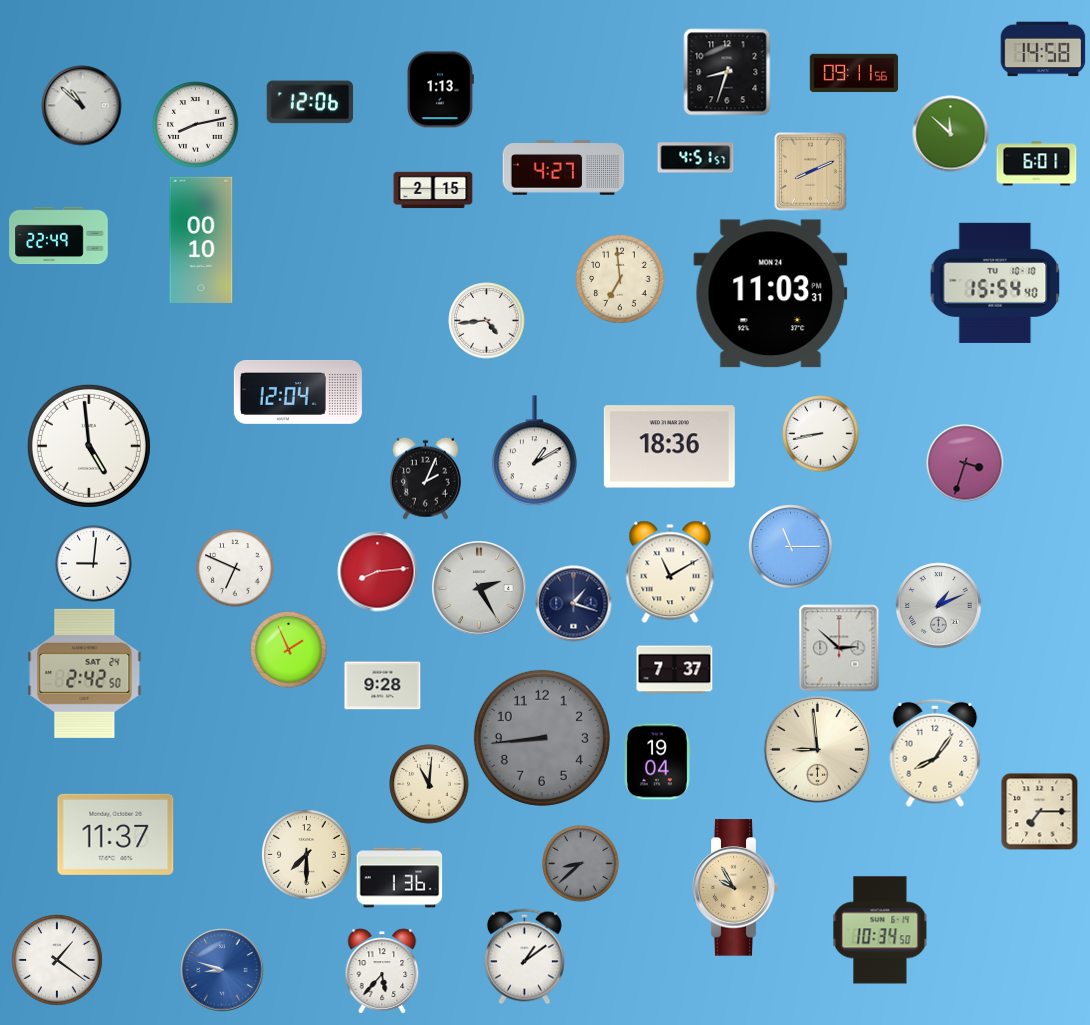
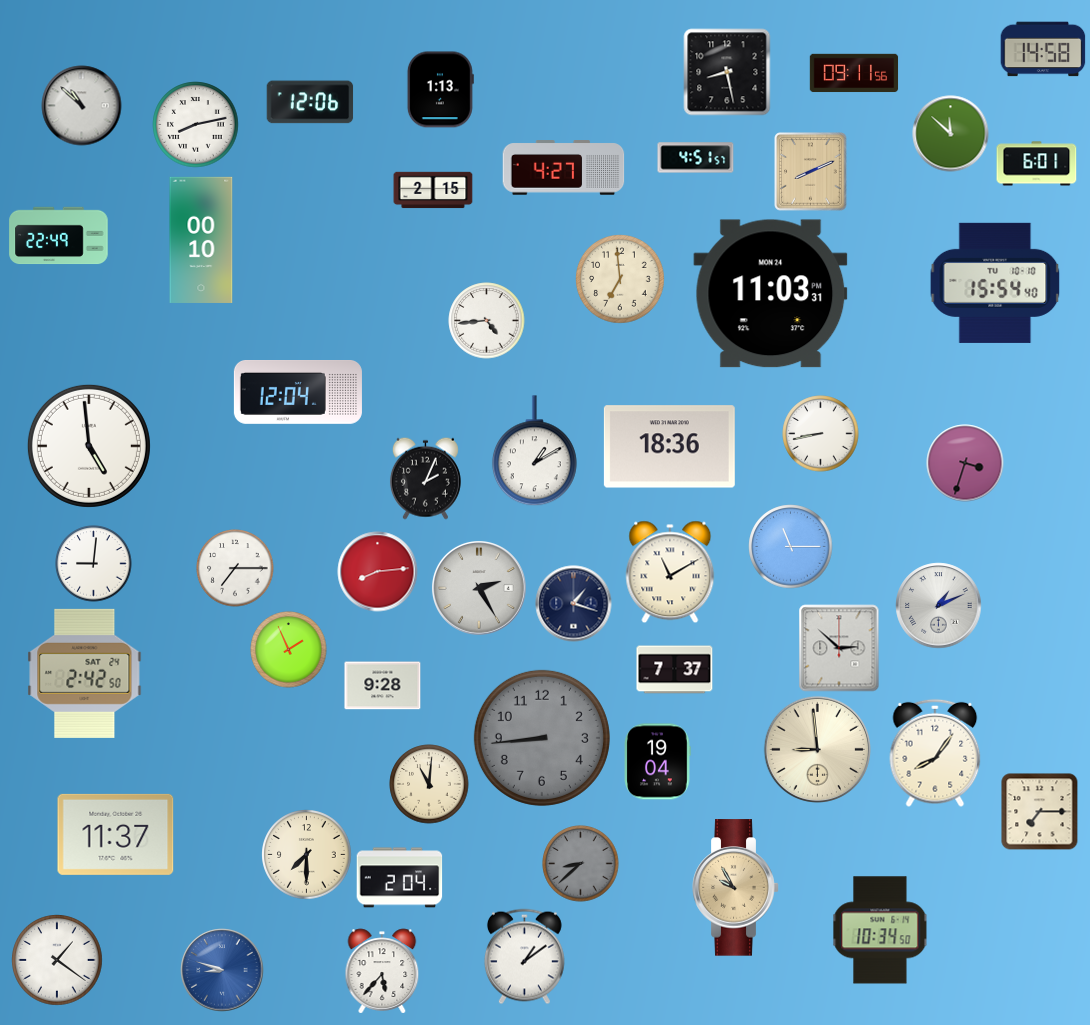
clock at (727, 72): 8:33 -> 8:28
clock at (235, 568): 6:49 -> 7:15
clock at (400, 878): 1:36 -> 2:04
